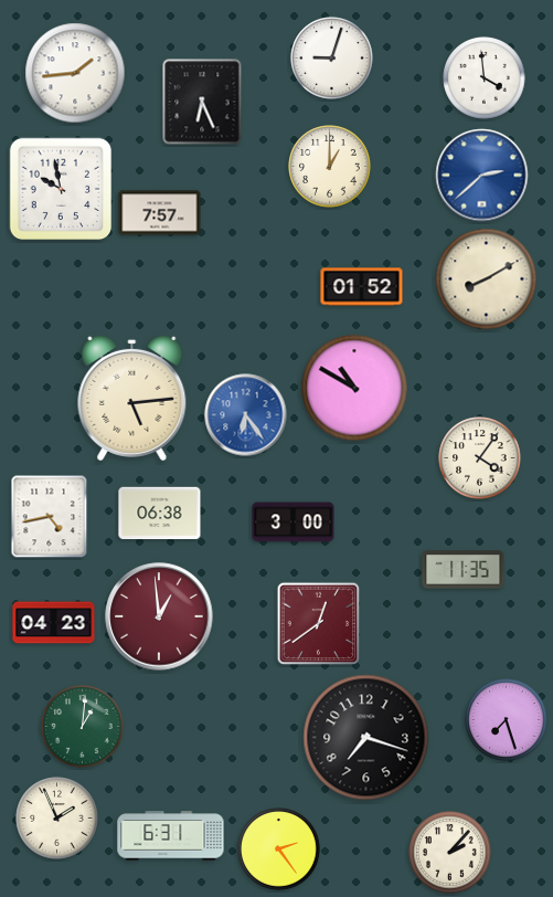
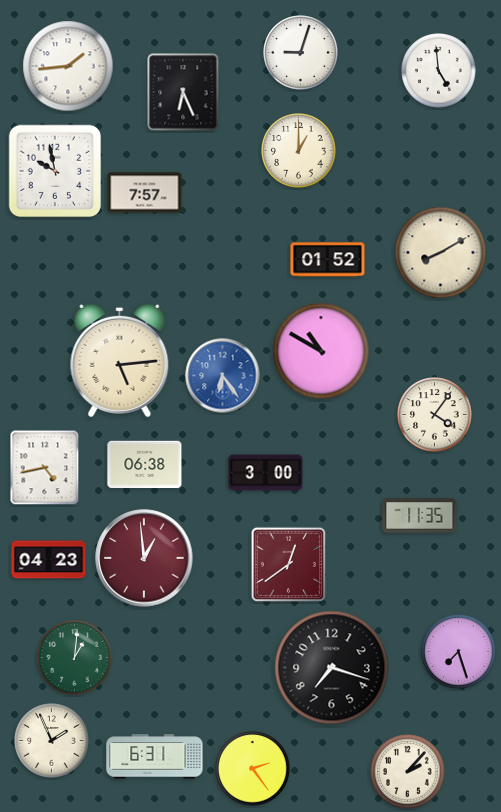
clock at (485, 78): 3:59 -> 4:59
clock at (482, 176): 2:38 -> none
clock at (54, 623) position: (54, 623) -> (49, 560)
